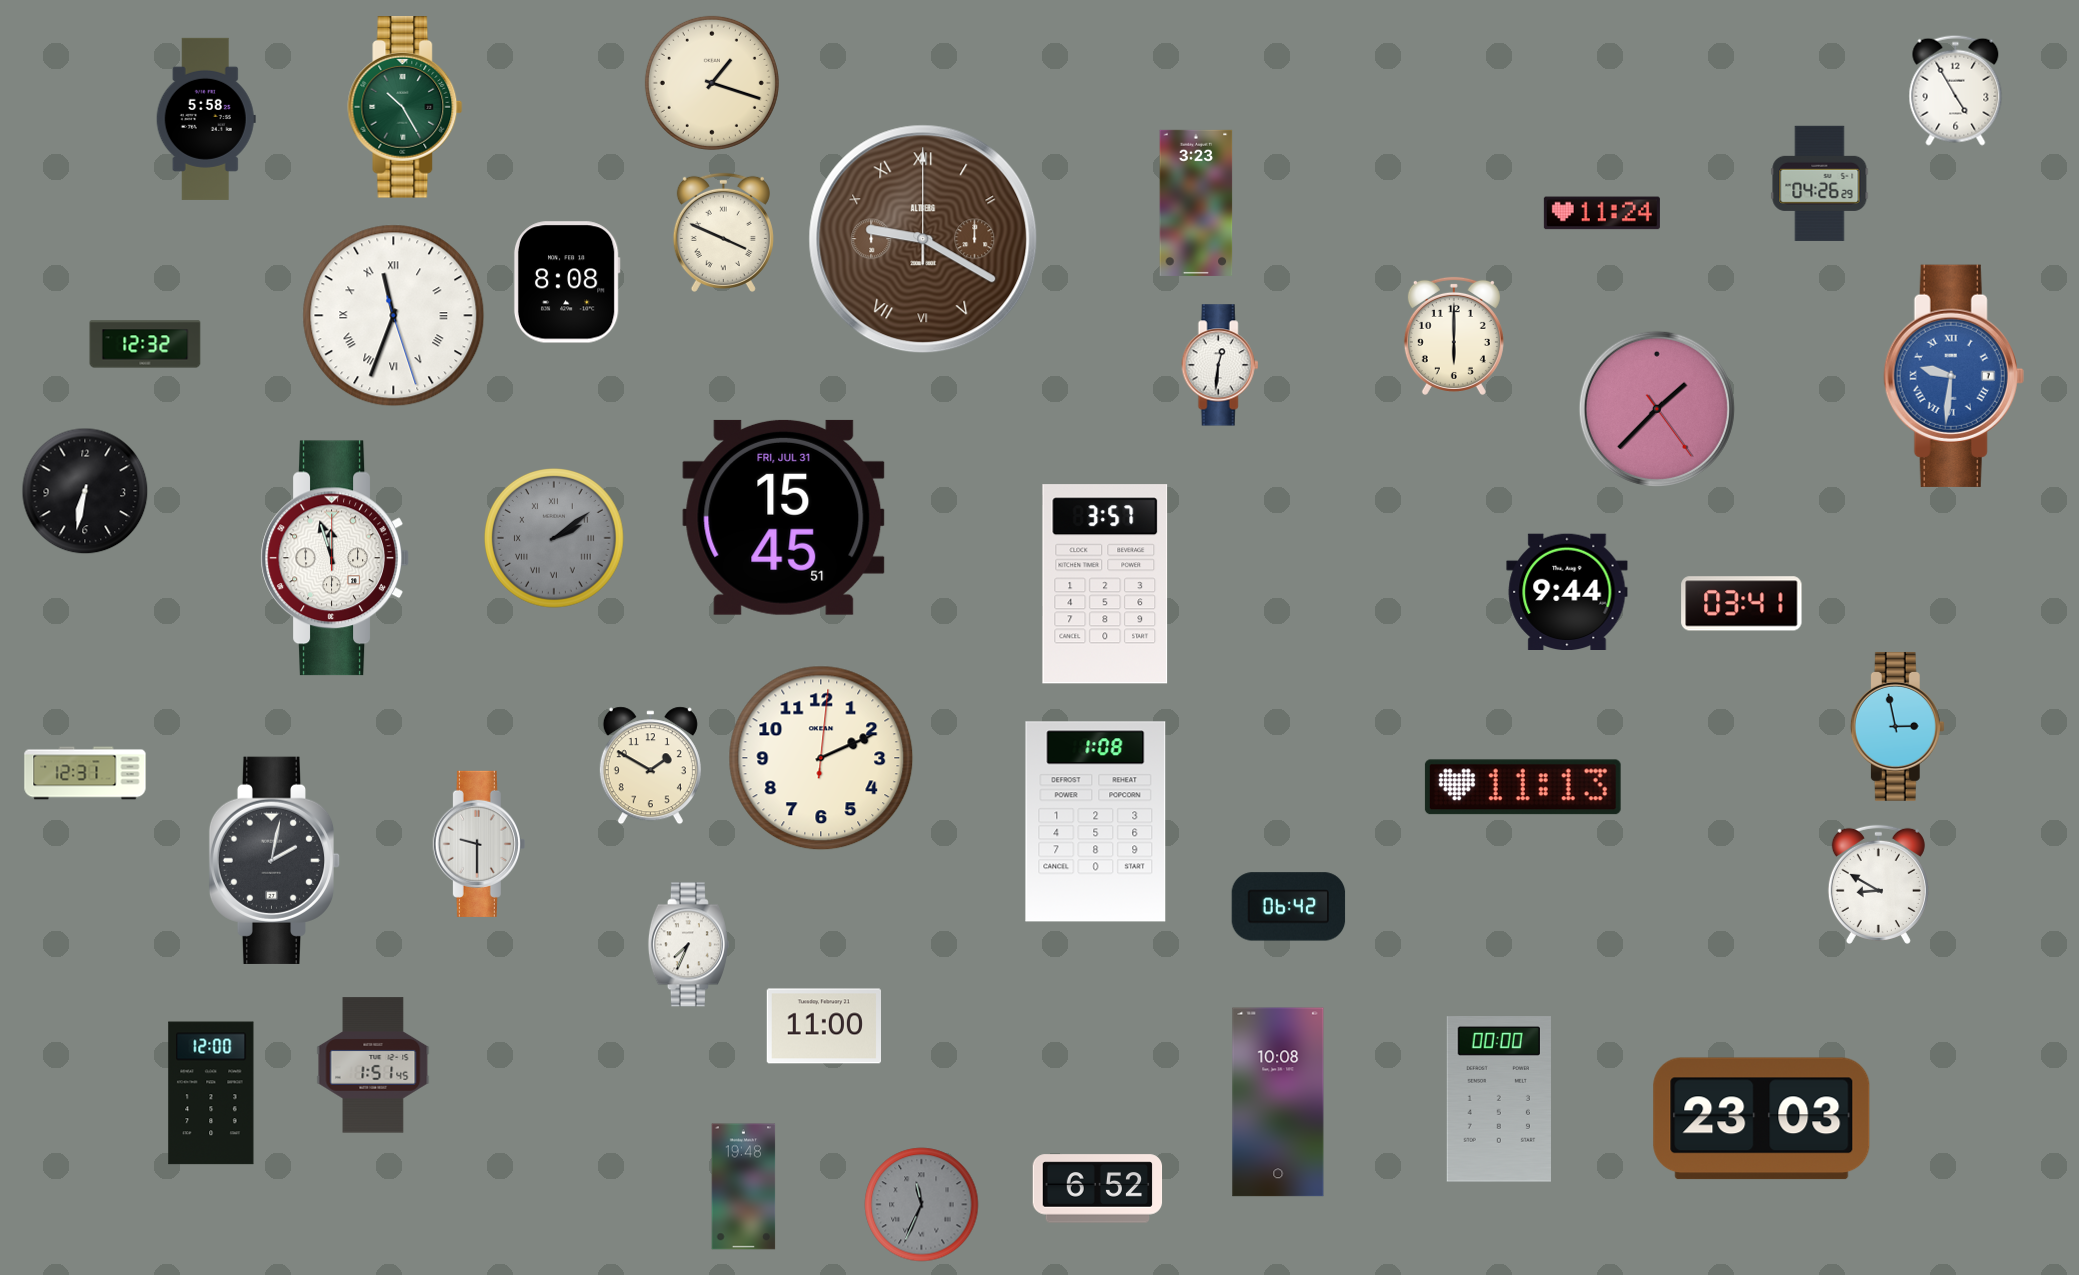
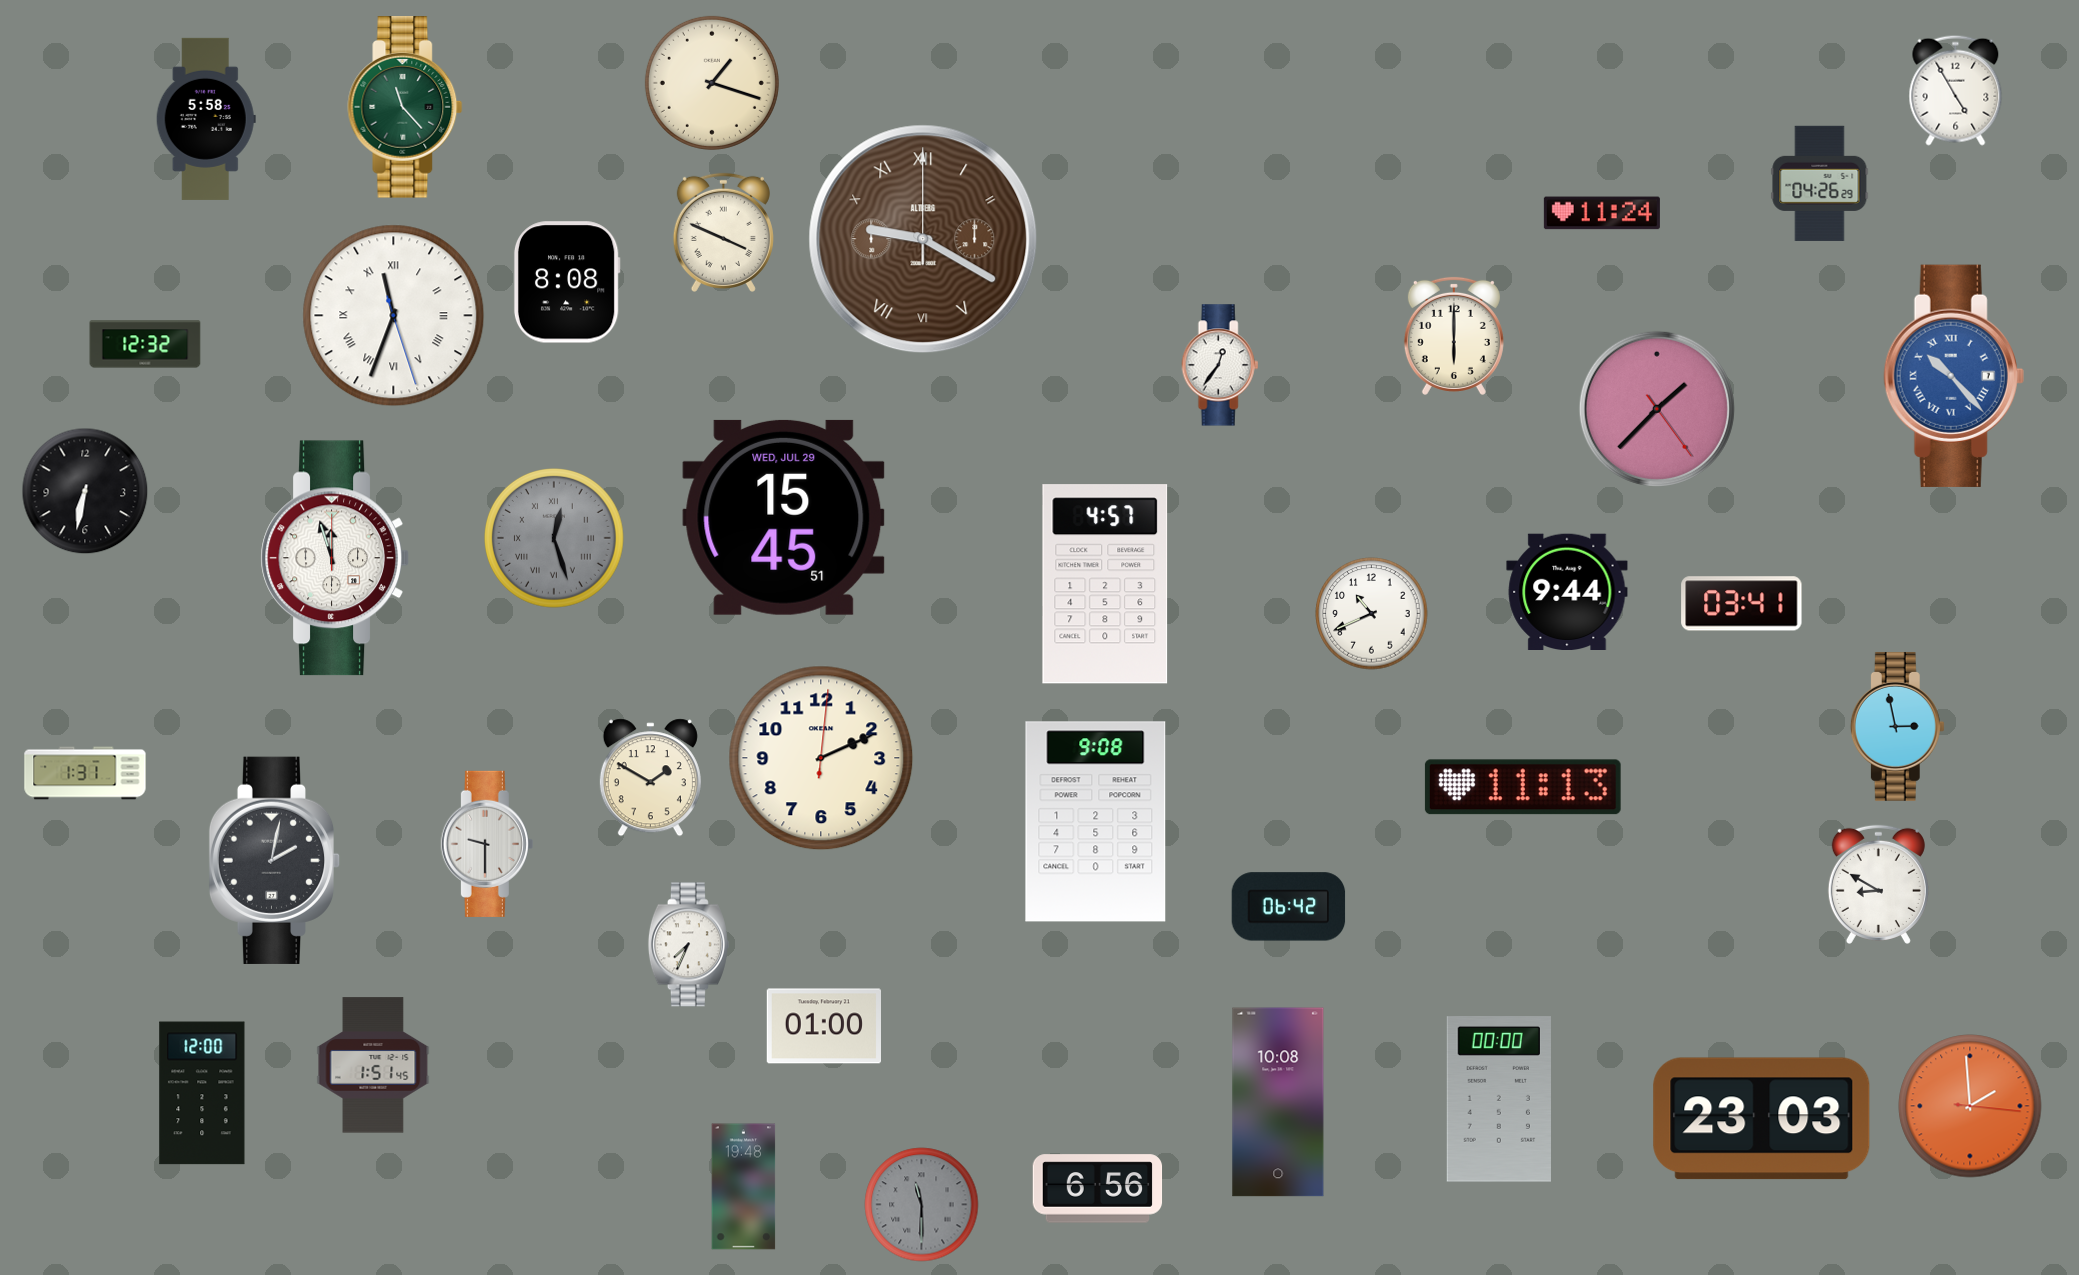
clock at (405, 107): 10:25 -> 11:23
clock at (1196, 203): 3:23 -> none
clock at (1220, 365): 12:31 -> 12:36
clock at (1954, 376): 9:31 -> 10:23
clock at (784, 517) date: FRI, JUL 31 -> WED, JUL 29
clock at (555, 539): 2:09 -> 12:27
clock at (1105, 584): 3:57 -> 4:57
clock at (1372, 614): none -> 10:41
clock at (650, 766) position: (650, 766) -> (650, 778)
clock at (85, 773): 12:31 -> 1:31
clock at (1096, 822): 1:08 -> 9:08
clock at (479, 844) position: (479, 844) -> (487, 844)
clock at (823, 1026): 11:00 -> 01:00
clock at (211, 1093) position: (211, 1093) -> (202, 1093)
clock at (1970, 1106): none -> 1:59
clock at (1098, 1189): 6:52 -> 6:56
clock at (922, 1205): 11:34 -> 11:30
